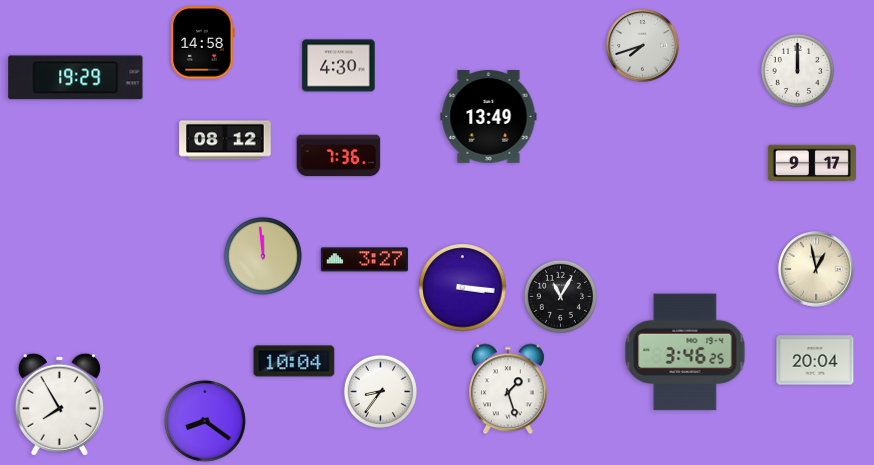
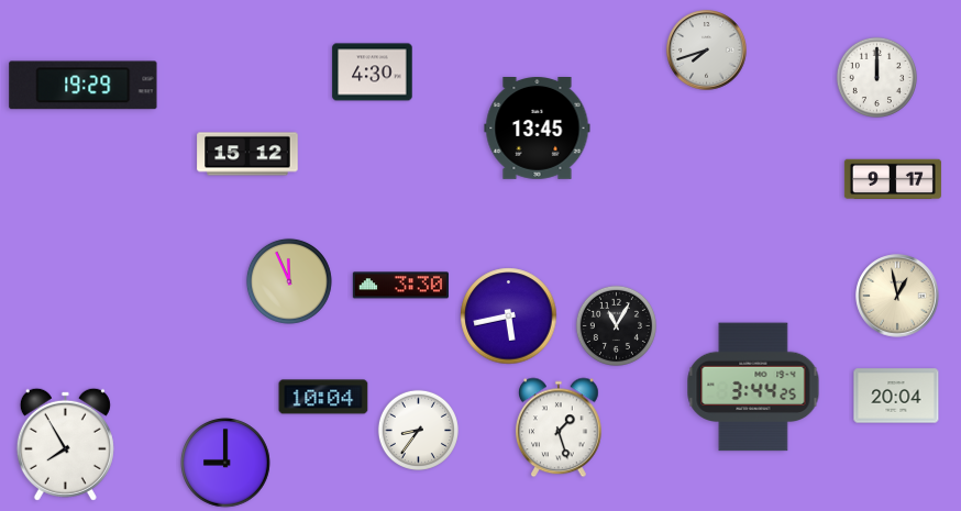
clock at (203, 43): 14:58 -> none
clock at (489, 117): 13:49 -> 13:45
clock at (225, 140): 08:12 -> 15:12
clock at (339, 156): 7:36 -> none
clock at (263, 256): 11:59 -> 11:56
clock at (364, 260): 3:27 -> 3:30
clock at (463, 288): 3:16 -> 5:43
clock at (685, 352): 3:46 -> 3:44
clock at (205, 421): 8:21 -> 9:00
